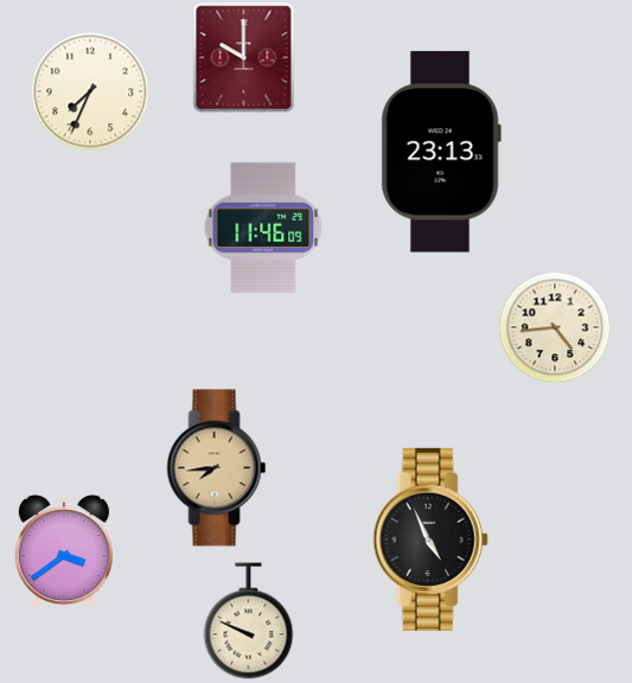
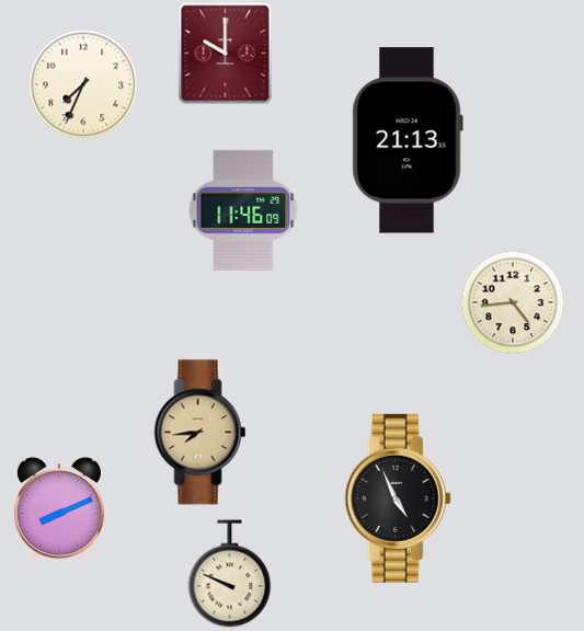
clock at (441, 152): 23:13 -> 21:13
clock at (64, 551): 3:39 -> 8:11
